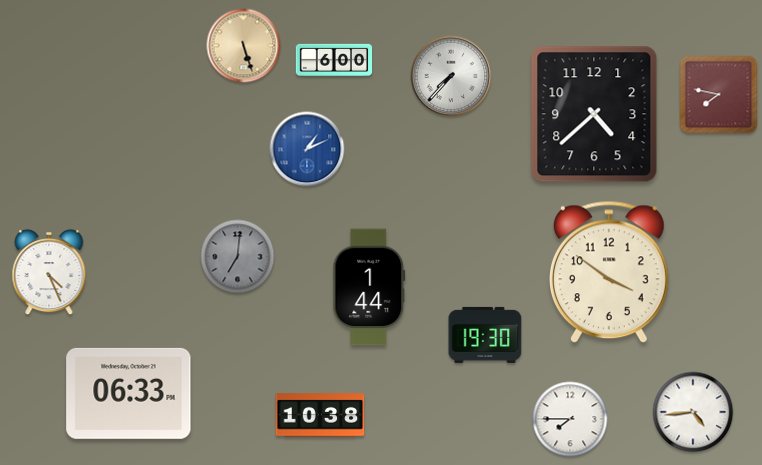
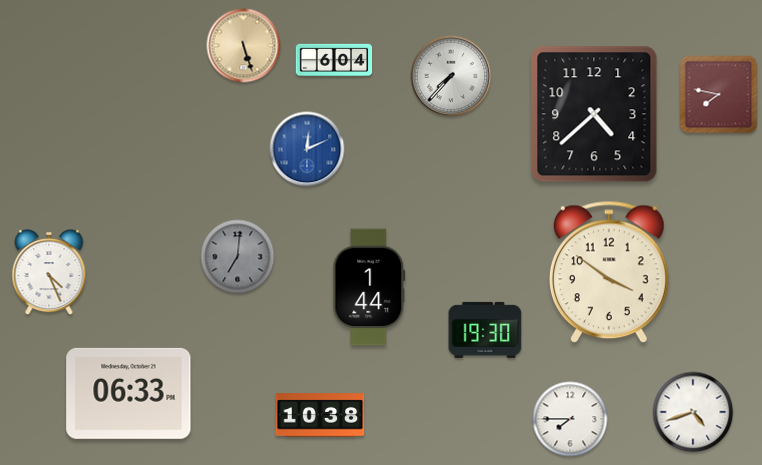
clock at (334, 60): 6:00 -> 6:04
clock at (307, 149): 1:11 -> 12:11
clock at (485, 335) position: (485, 335) -> (485, 330)
clock at (693, 412): 4:44 -> 4:42
